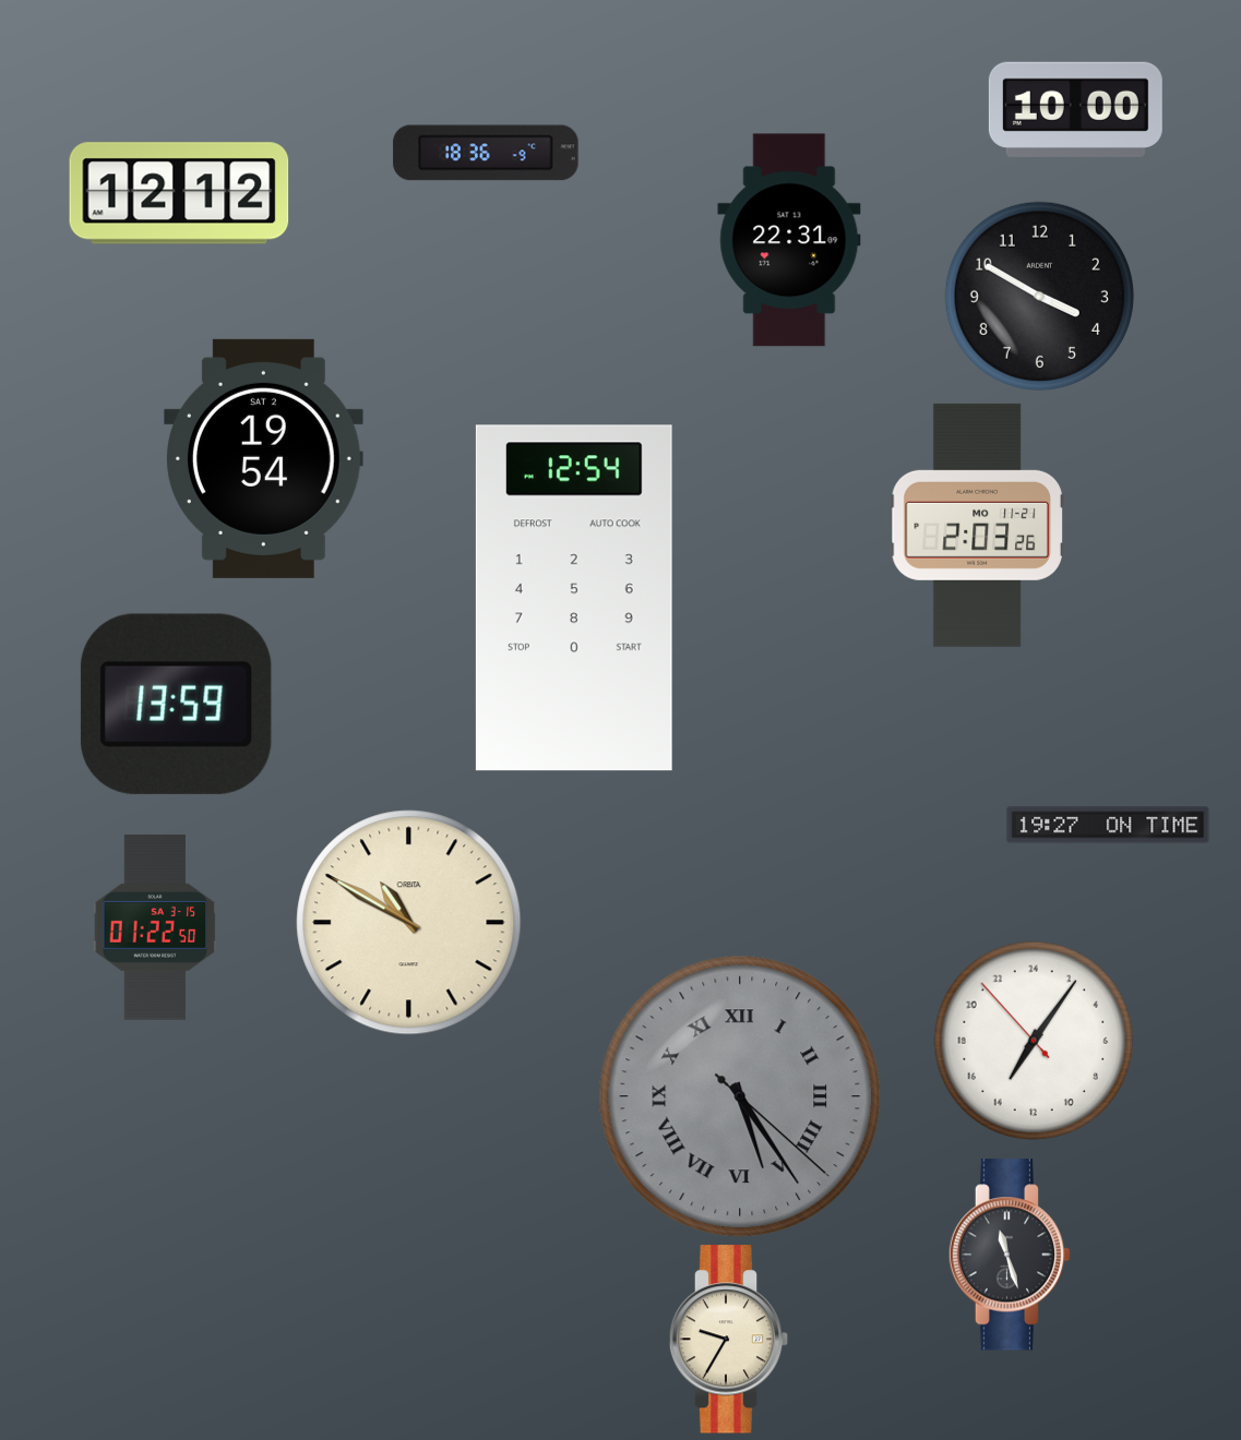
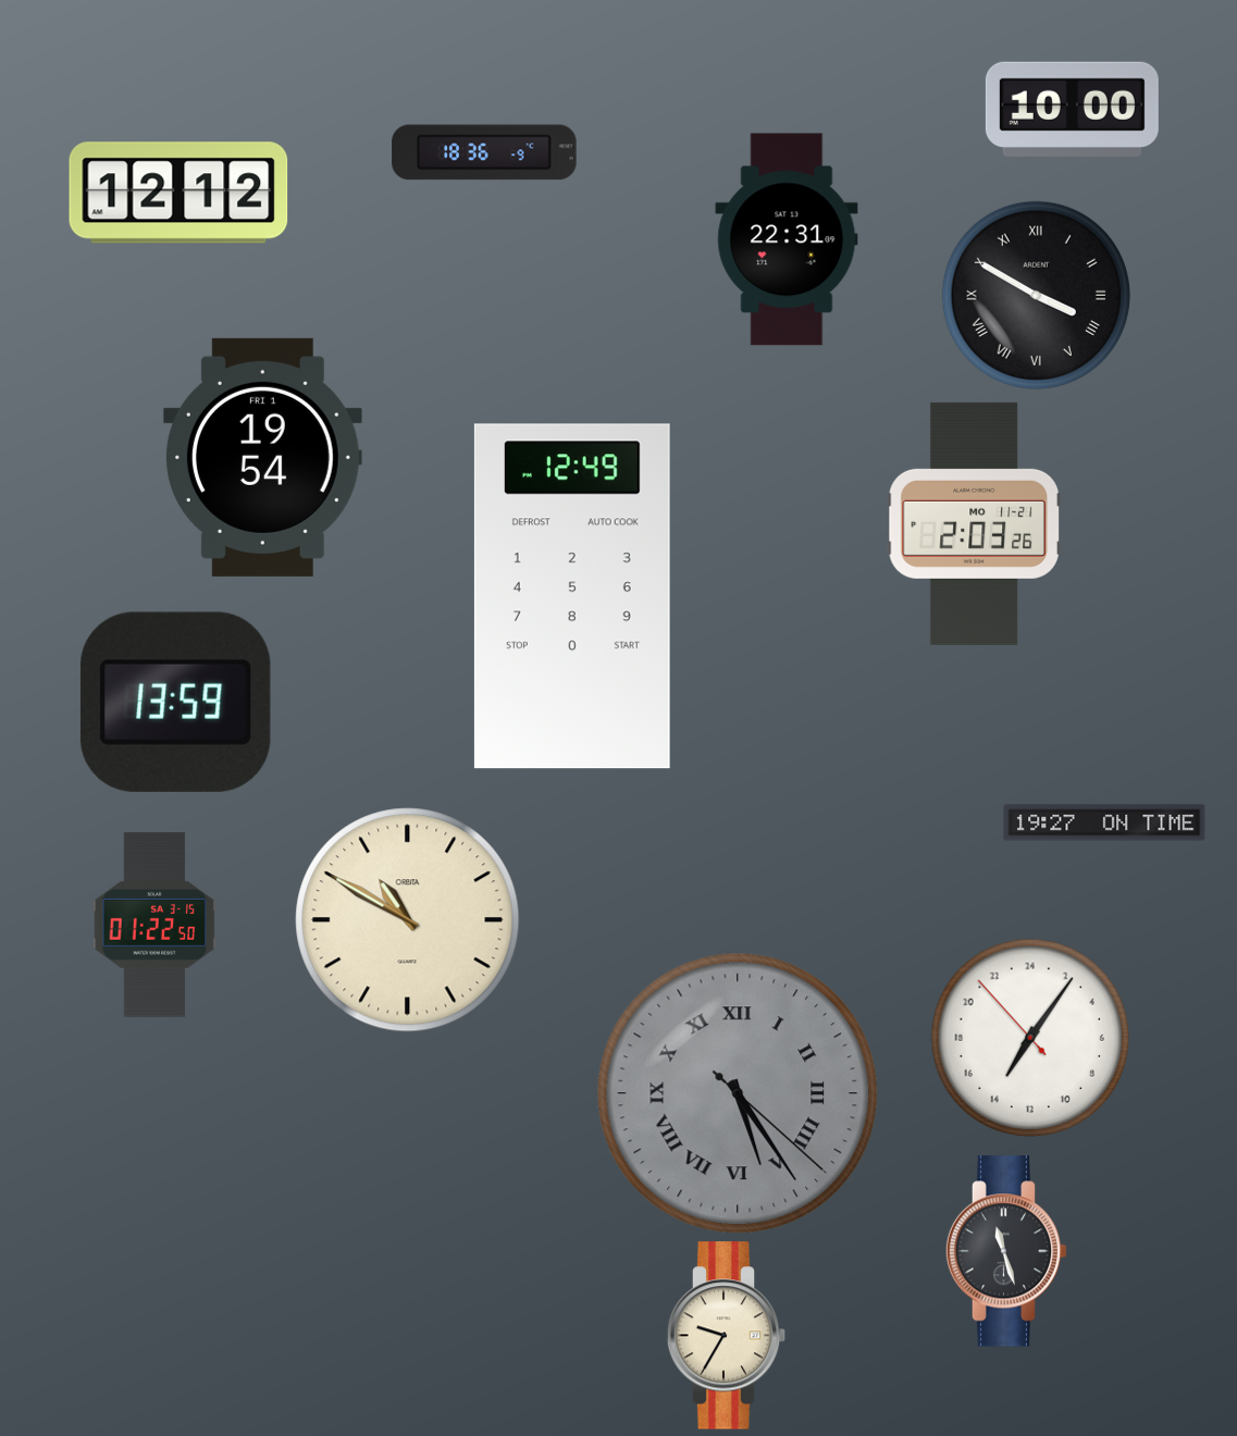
clock at (1039, 296) numerals: Arabic -> Roman
clock at (263, 458) date: SAT 2 -> FRI 1
clock at (574, 598): 12:54 -> 12:49
